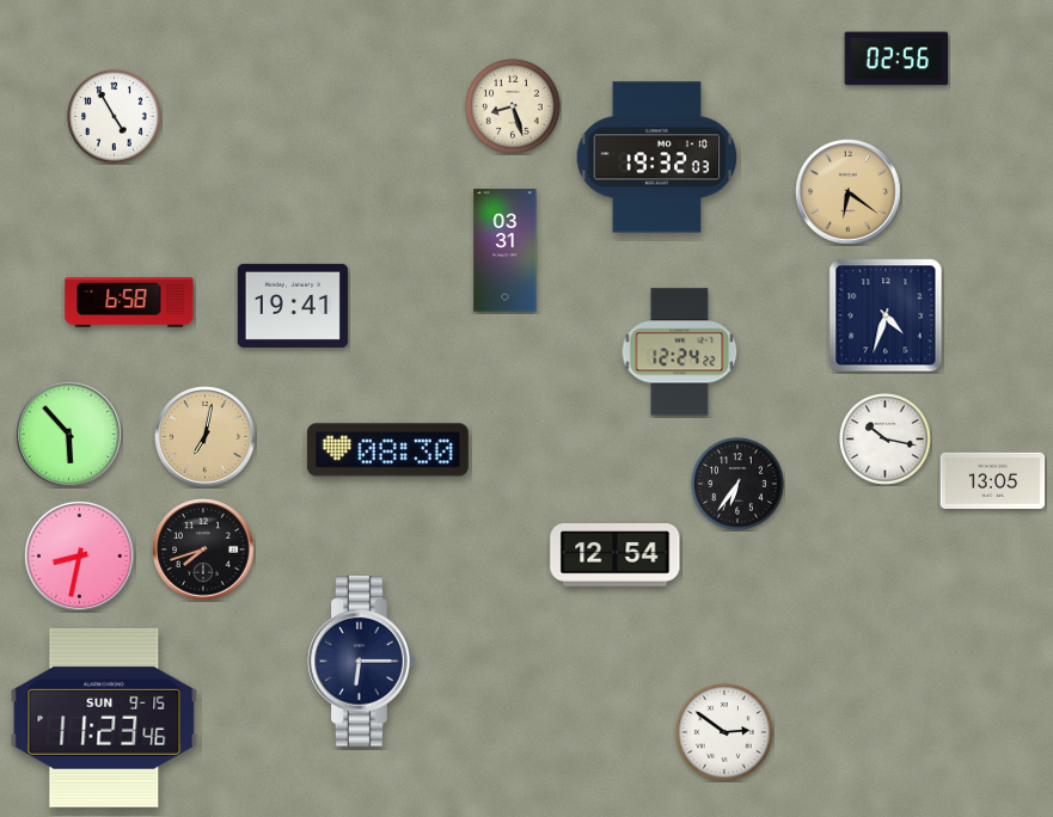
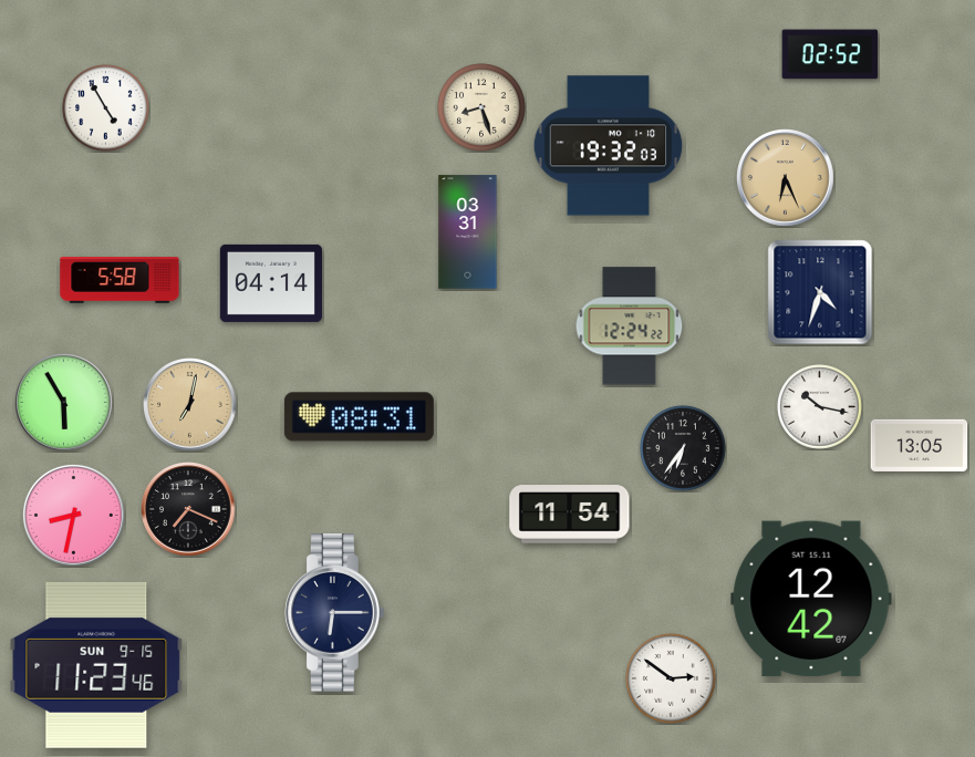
clock at (896, 59): 02:56 -> 02:52
clock at (513, 106) position: (513, 106) -> (481, 107)
clock at (849, 192): 6:21 -> 6:26
clock at (129, 302): 6:58 -> 5:58
clock at (293, 306): 19:41 -> 04:14
clock at (69, 435): 5:53 -> 5:55
clock at (387, 450): 08:30 -> 08:31
clock at (203, 549): 7:42 -> 7:19
clock at (616, 555): 12:54 -> 11:54
clock at (811, 599): none -> 12:42
